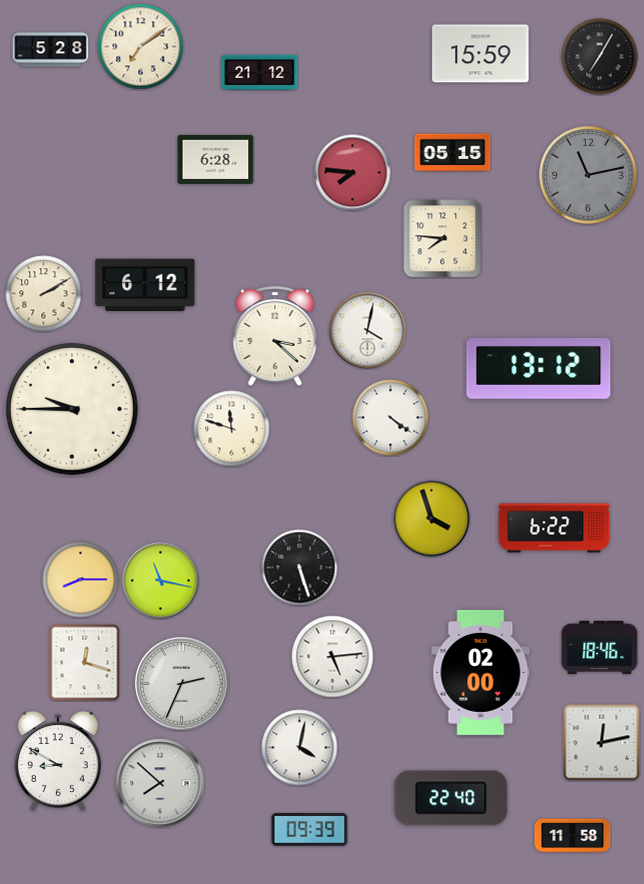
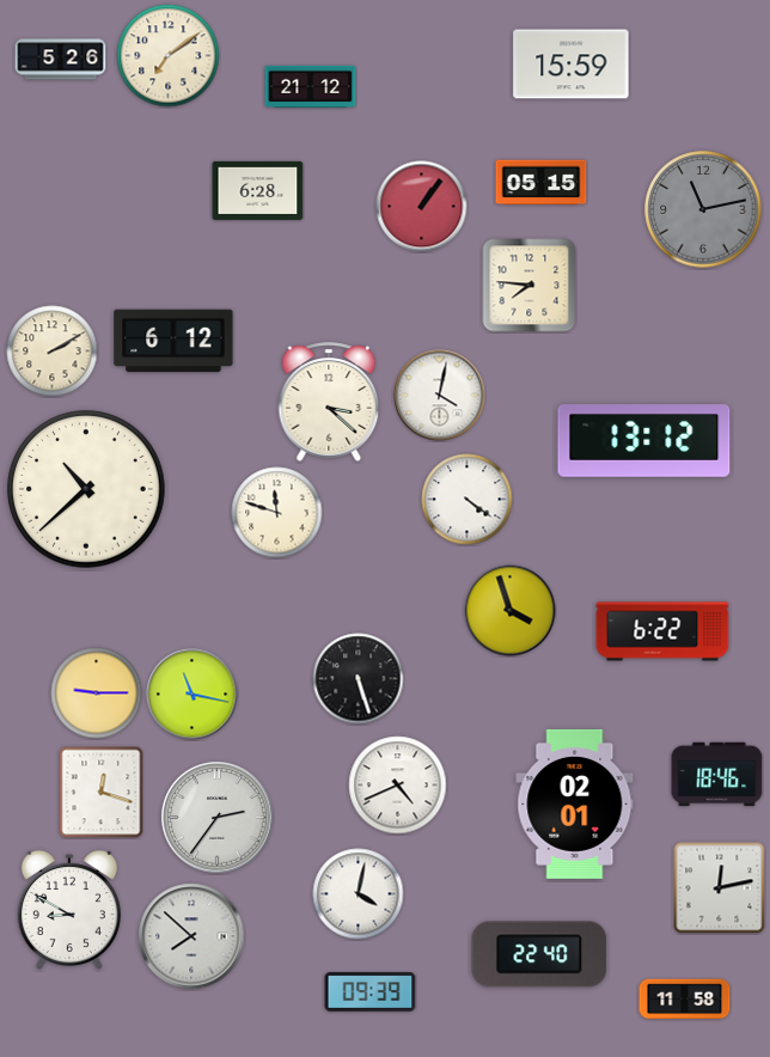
clock at (51, 50): 5:28 -> 5:26
clock at (481, 54) position: (481, 54) -> (572, 65)
clock at (600, 57): 7:05 -> none
clock at (353, 173): 7:46 -> 1:06
clock at (72, 409): 9:45 -> 10:38
clock at (432, 519) position: (432, 519) -> (511, 611)
clock at (81, 580): 8:15 -> 9:15
clock at (333, 657): 5:14 -> 4:41
clock at (481, 672): 02:00 -> 02:01
clock at (182, 684): 2:34 -> 2:36
